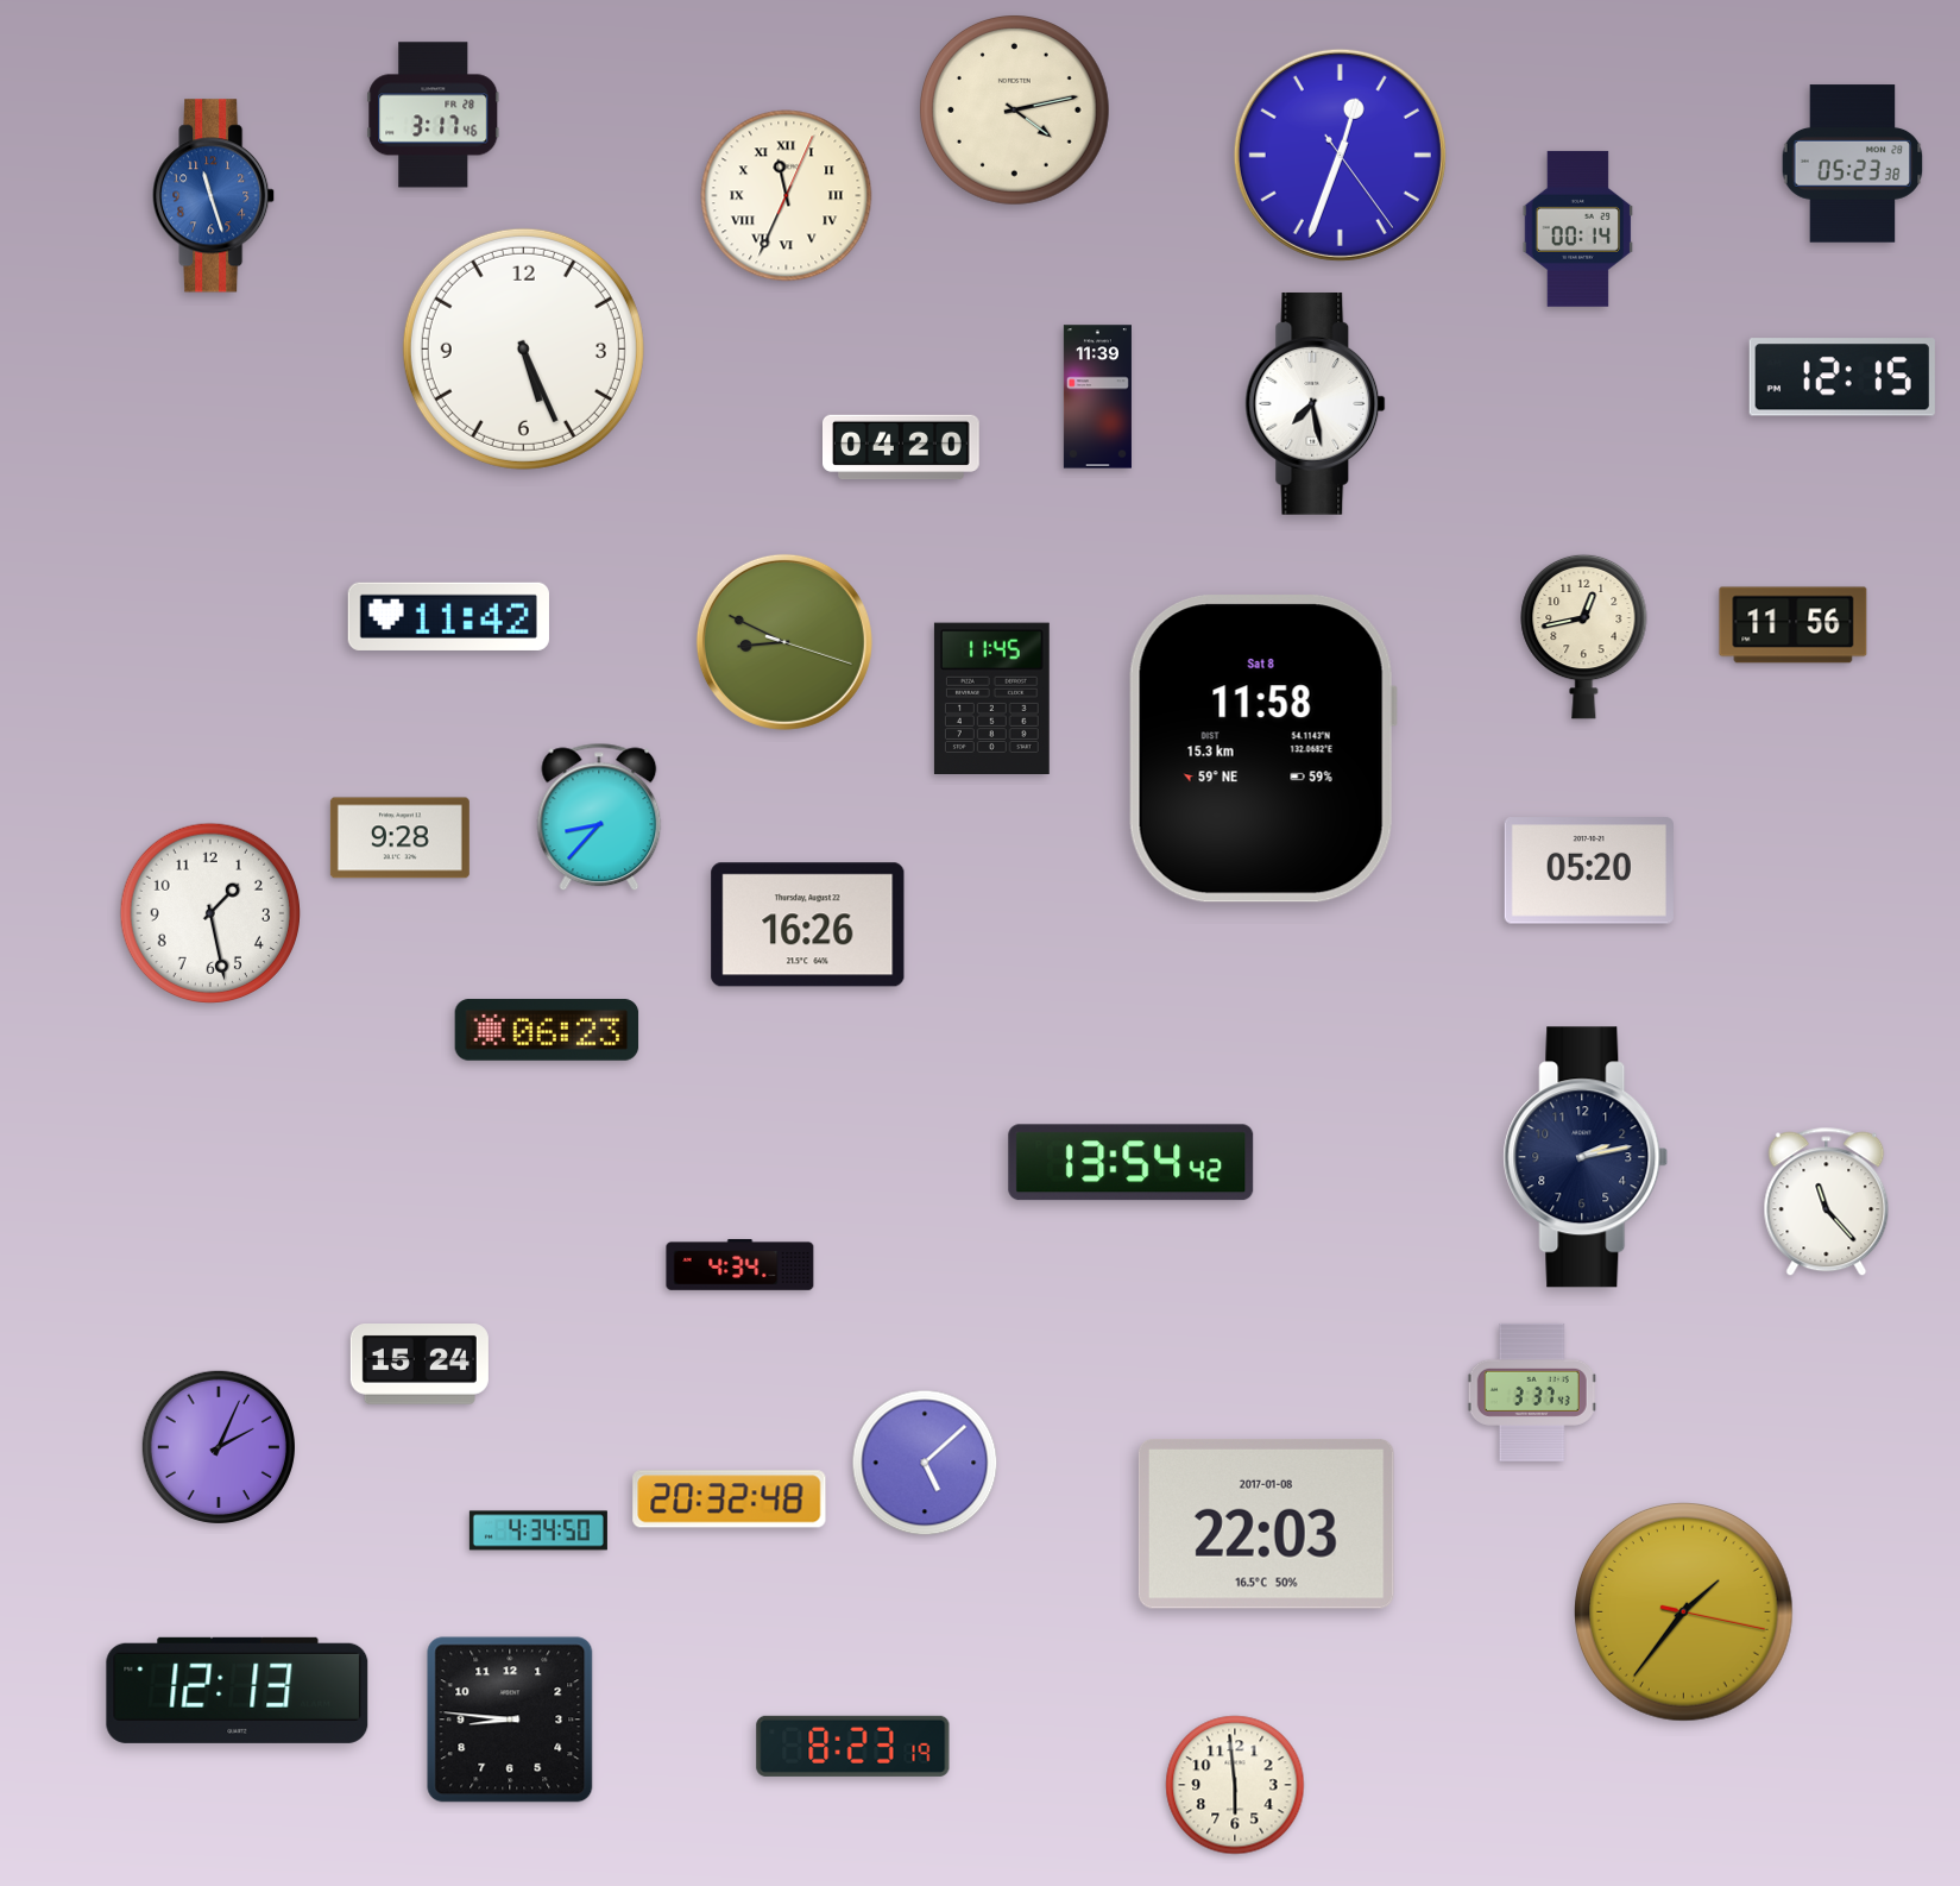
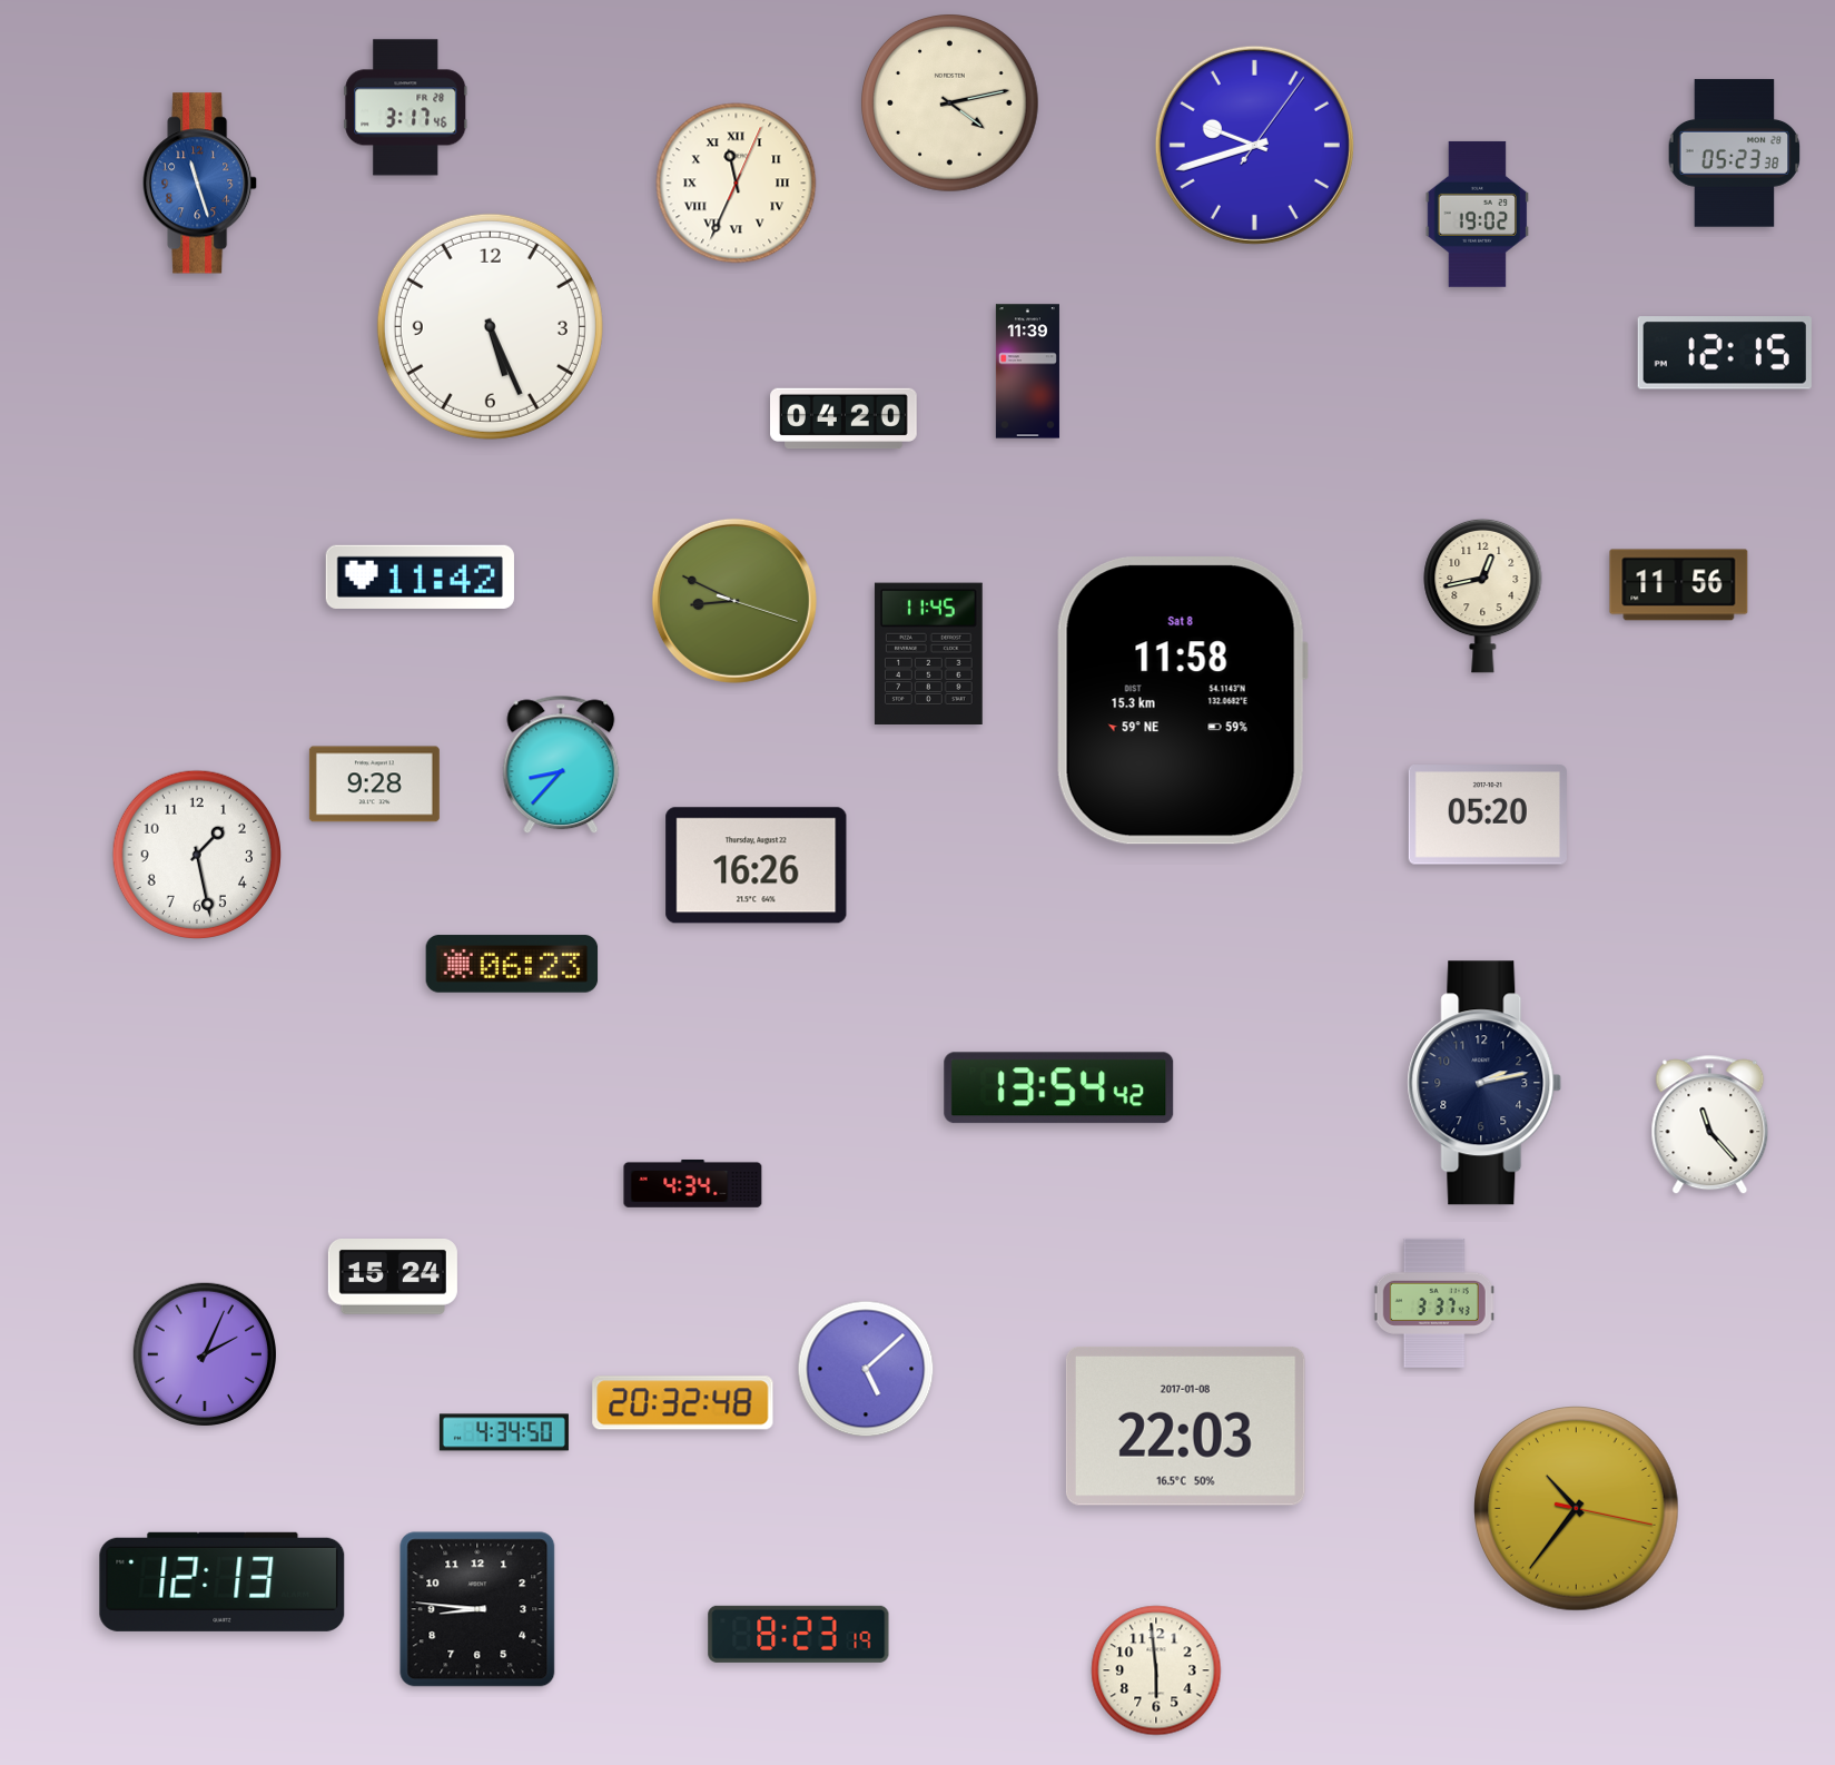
clock at (1340, 155): 12:33 -> 9:42
clock at (1578, 228): 00:14 -> 19:02
clock at (1316, 403): 7:28 -> none
clock at (1684, 1612): 1:36 -> 10:36
